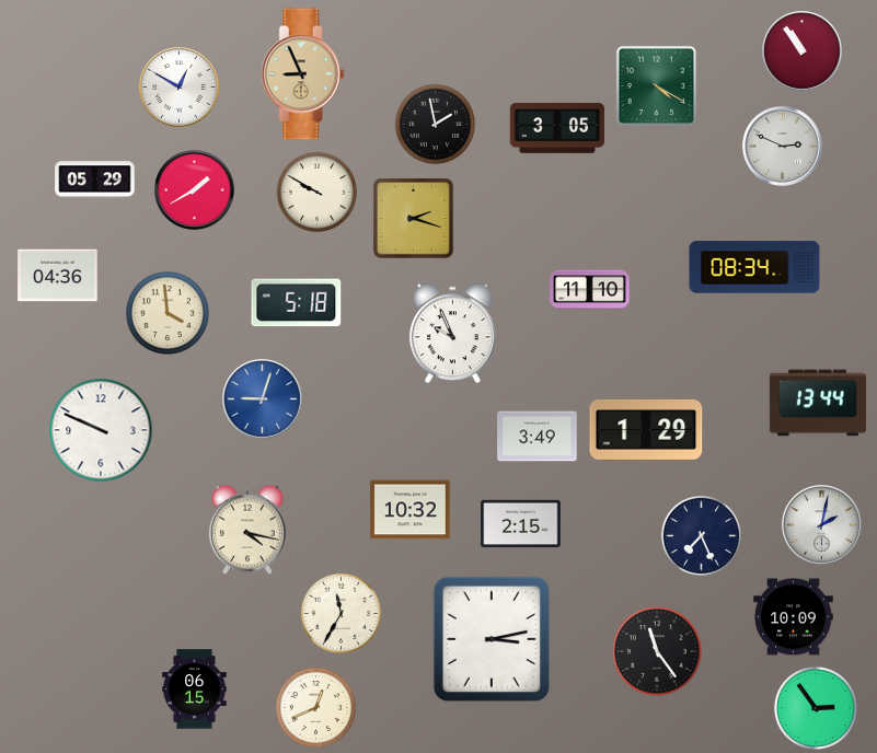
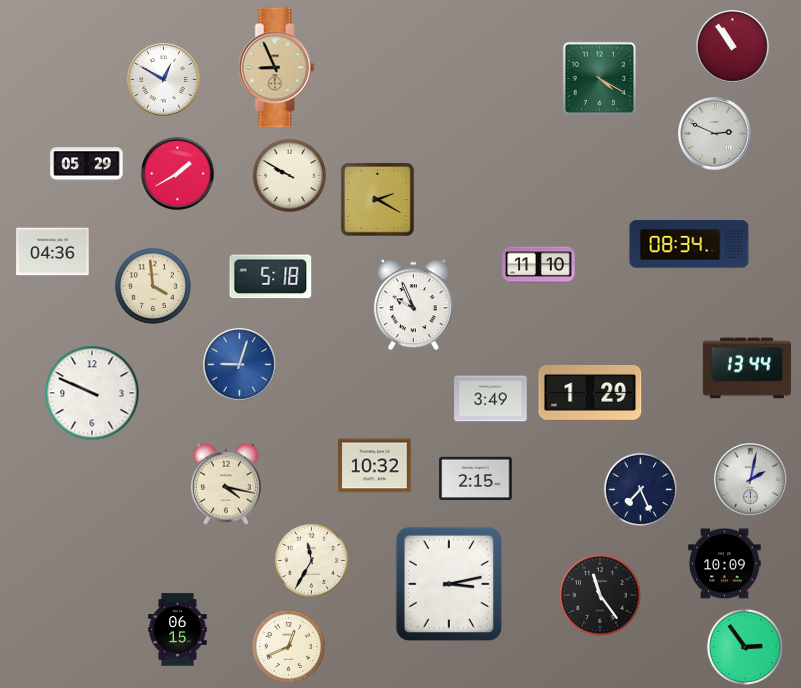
clock at (435, 124): 1:58 -> none
clock at (557, 128): 3:05 -> none
clock at (413, 218): 2:18 -> 2:20
